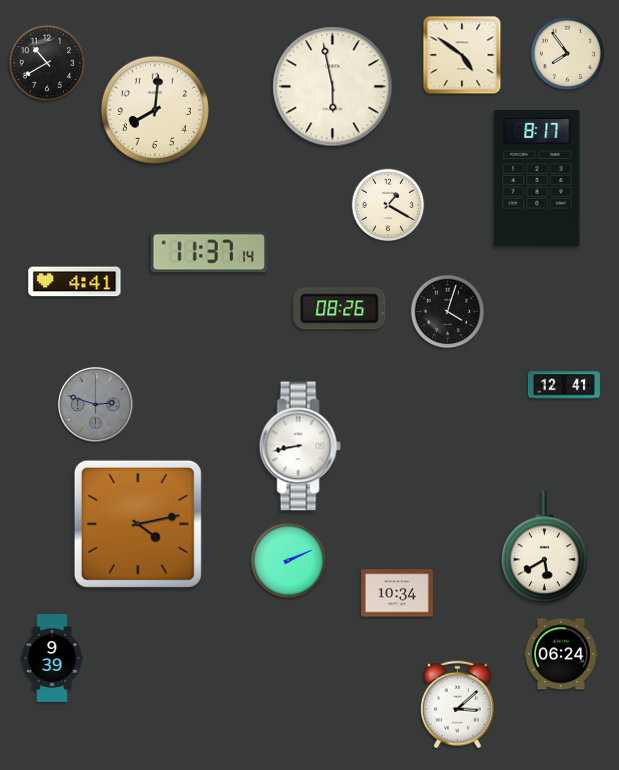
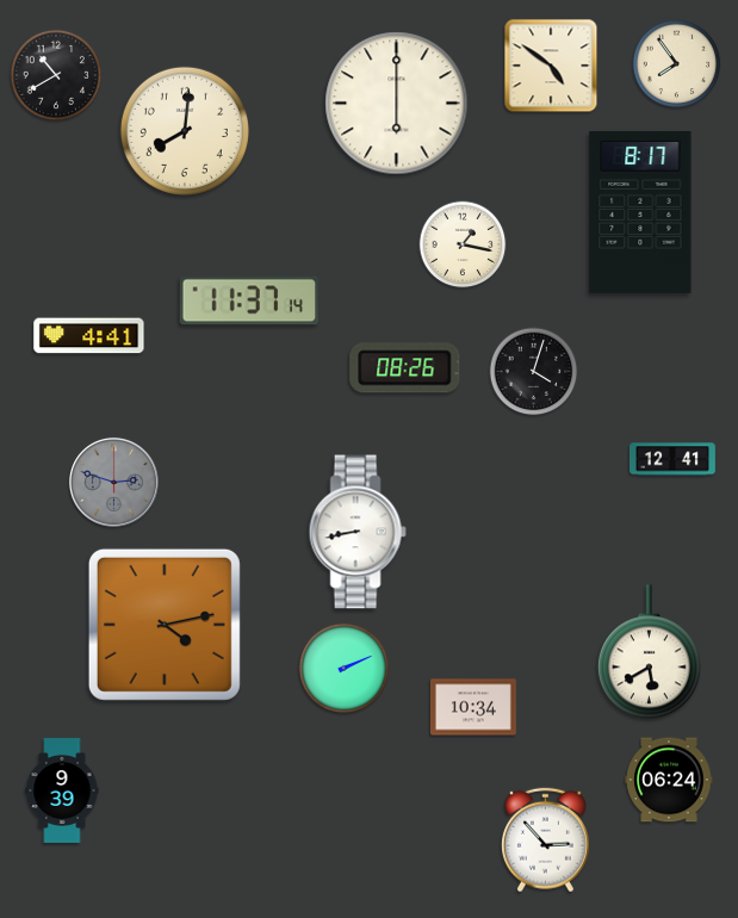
clock at (333, 87): 5:58 -> 6:00
clock at (388, 205): 1:20 -> 1:17
clock at (52, 659) position: (52, 659) -> (62, 792)
clock at (457, 705): 3:08 -> 2:53
